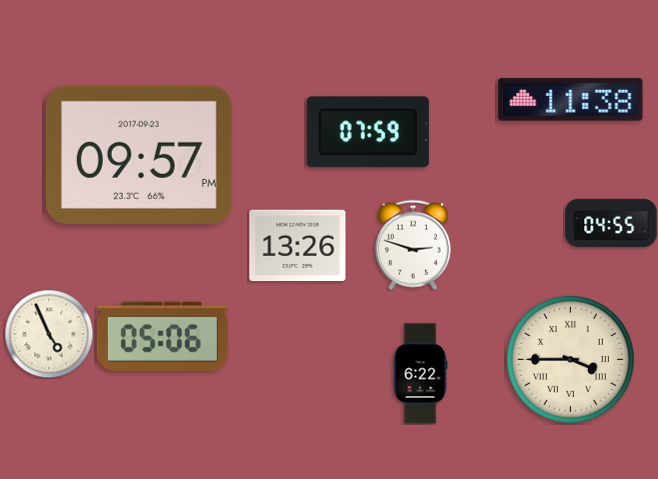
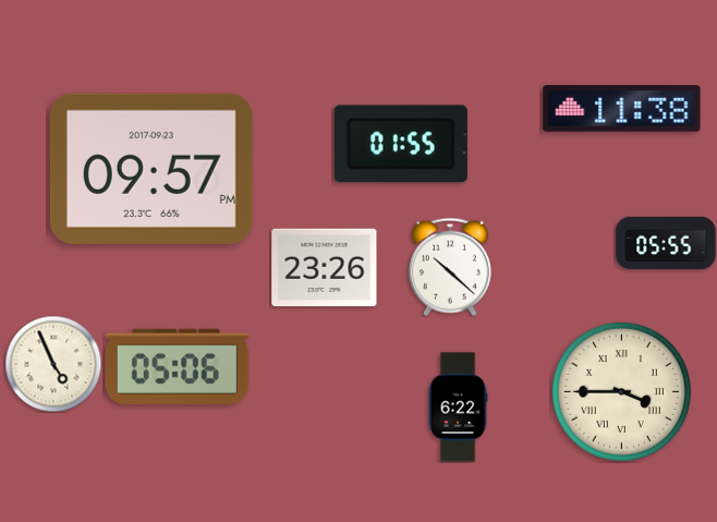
clock at (368, 132): 07:59 -> 01:55
clock at (611, 222): 04:55 -> 05:55
clock at (413, 245): 2:48 -> 10:22
clock at (298, 246): 13:26 -> 23:26
